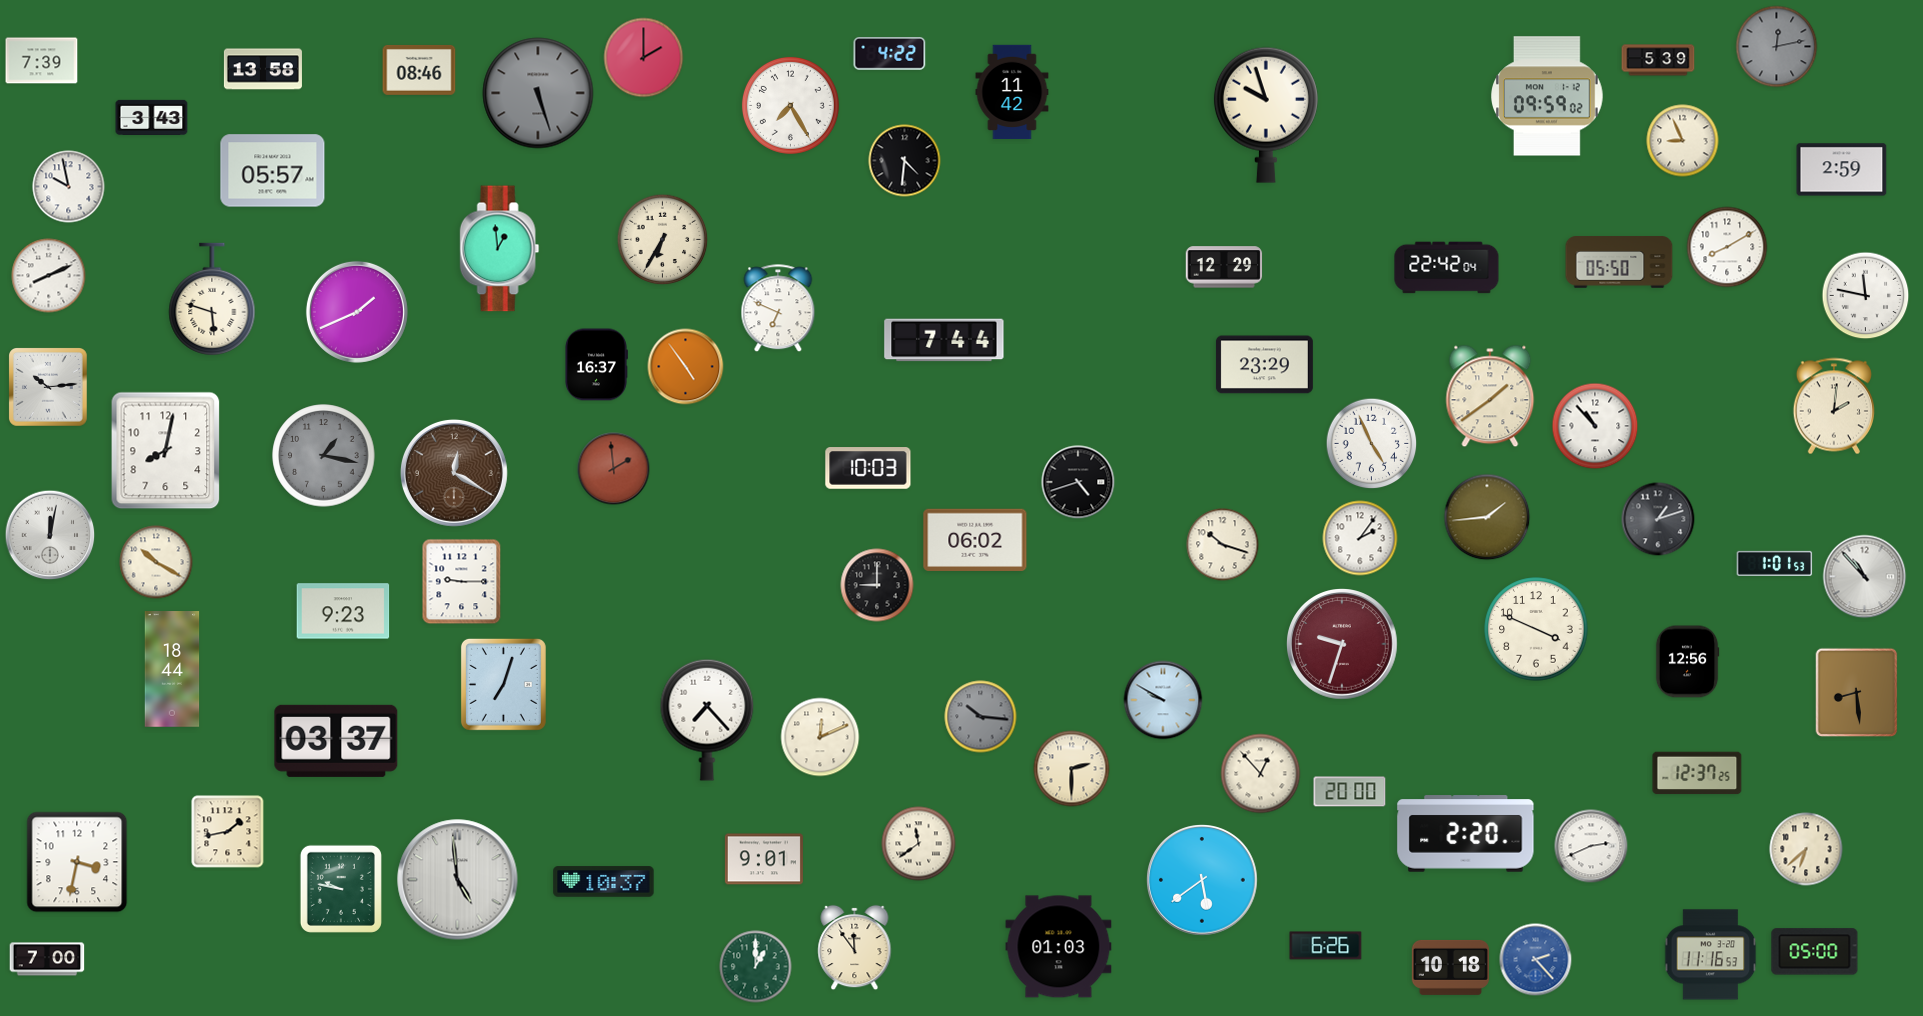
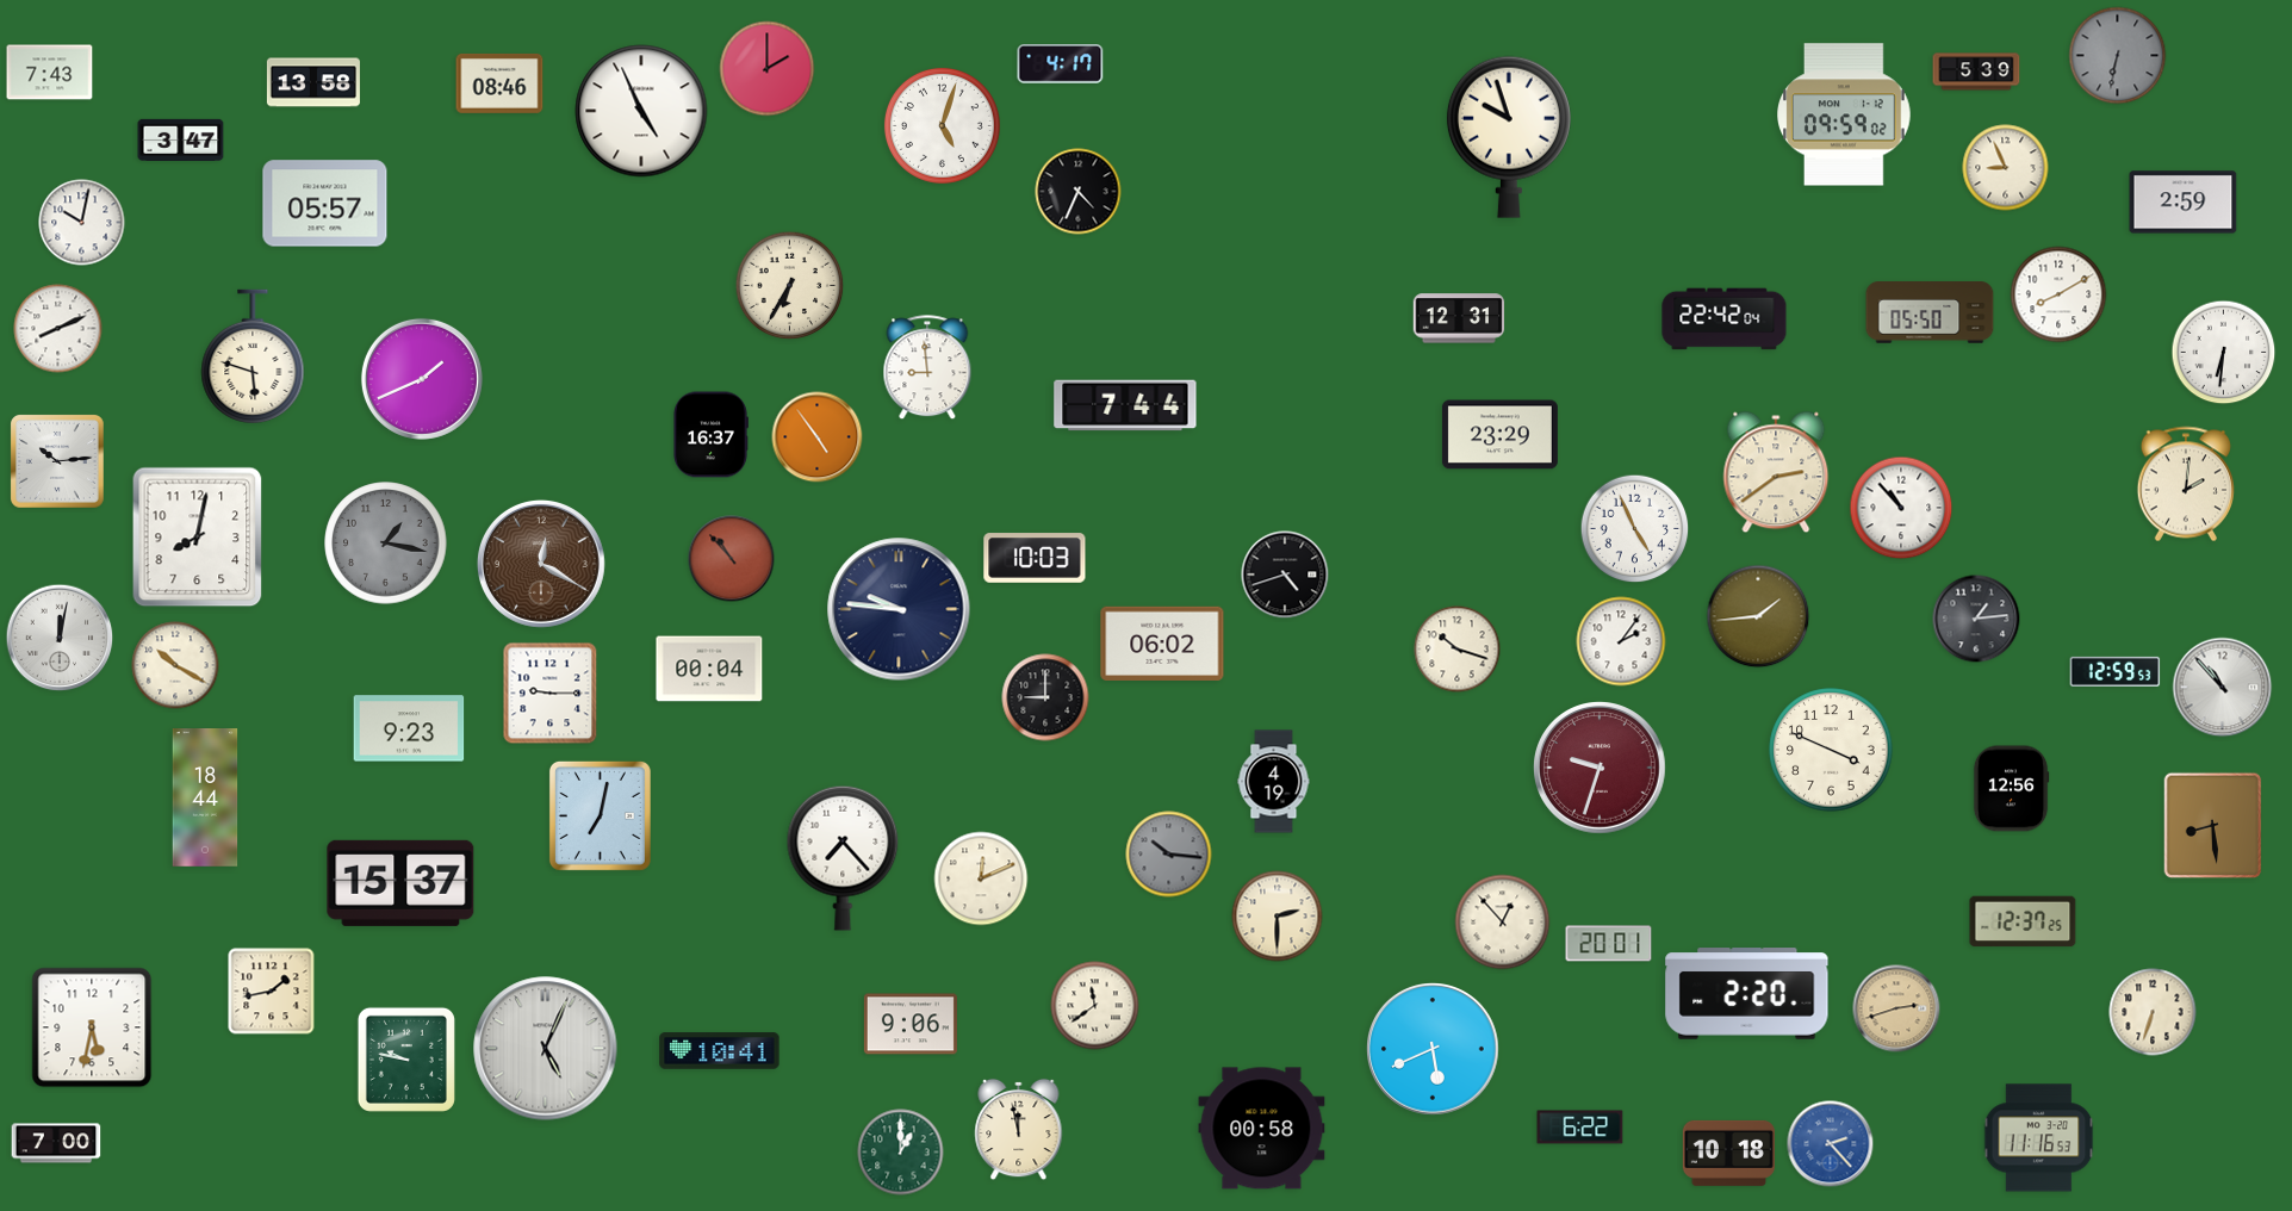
clock at (1777, 47): 12:13 -> 6:32
clock at (890, 54): 4:22 -> 4:17
clock at (42, 61): 7:39 -> 7:43
clock at (1012, 92): 11:42 -> none
clock at (538, 93): 5:27 -> 4:56
clock at (538, 93) dial: grey -> white
clock at (790, 105): 7:25 -> 5:03
clock at (152, 117): 3:43 -> 3:47
clock at (905, 161): 4:31 -> 4:34
clock at (1842, 170) position: (1842, 170) -> (2184, 203)
clock at (69, 187): 9:58 -> 10:02
clock at (500, 249): 12:59 -> none
clock at (1224, 267): 12:29 -> 12:31
clock at (1866, 296): 11:47 -> 6:31
clock at (778, 309): 6:49 -> 8:59
clock at (357, 312) position: (357, 312) -> (422, 379)
clock at (1264, 365) position: (1264, 365) -> (1499, 435)
clock at (1490, 396): 1:39 -> 2:39
clock at (614, 469): 1:59 -> 10:53
clock at (899, 609): none -> 9:46
clock at (1487, 517) position: (1487, 517) -> (1758, 616)
clock at (1658, 519): 1:12 -> 1:14
clock at (709, 669): none -> 00:04
clock at (156, 562) position: (156, 562) -> (175, 665)
clock at (1775, 563): 1:01 -> 12:59
clock at (1274, 782): none -> 4:19
clock at (503, 684): 7:03 -> 7:02
clock at (1163, 700): 9:50 -> none
clock at (820, 737) position: (820, 737) -> (981, 878)
clock at (336, 741): 03:37 -> 15:37
clock at (1350, 792): 20:00 -> 20:01
clock at (1591, 846): 2:41 -> 2:42
clock at (1591, 846) dial: white -> champagne
clock at (1806, 849): 6:38 -> 6:33
clock at (764, 859): 9:01 -> 9:06
clock at (77, 862): 3:32 -> 5:32
clock at (458, 880): 4:59 -> 5:04
clock at (1202, 880): 5:39 -> 5:41
clock at (604, 882): 10:37 -> 10:41
clock at (1326, 946): 6:26 -> 6:22
clock at (1059, 947): 01:03 -> 00:58
clock at (855, 948): 11:54 -> 11:58
clock at (1815, 952): 05:00 -> none
